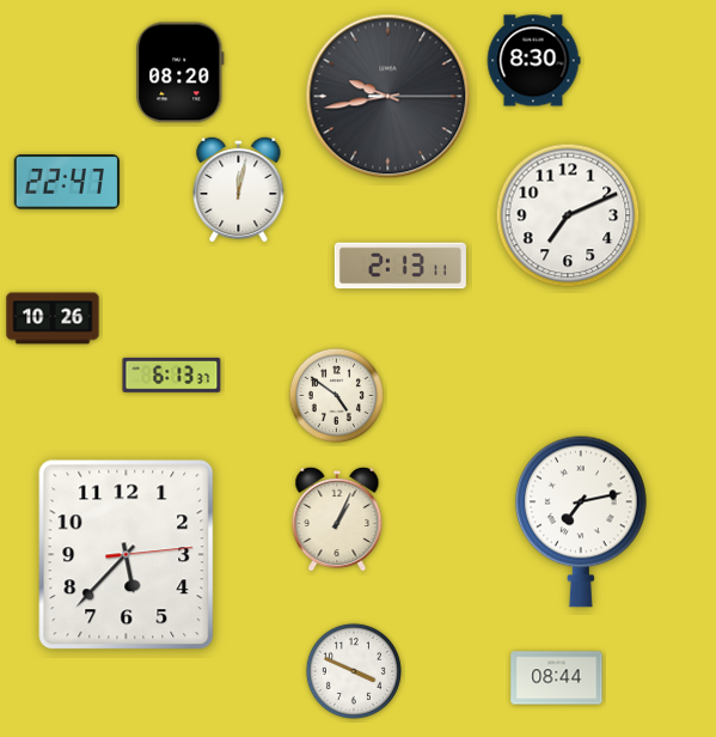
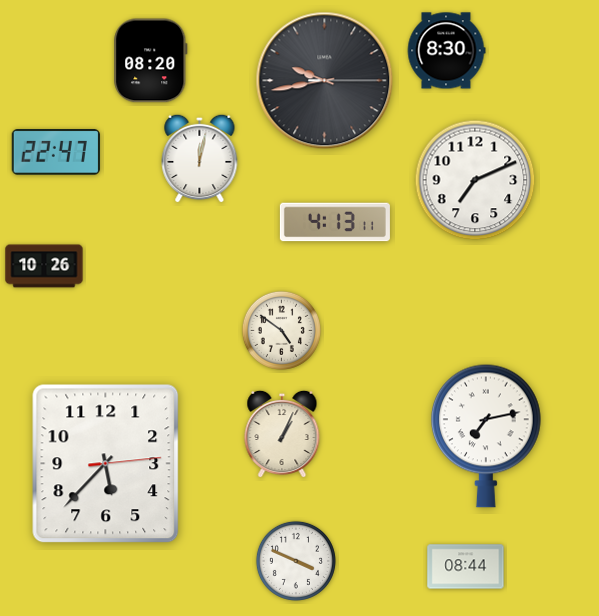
clock at (400, 266): 2:13 -> 4:13
clock at (172, 374): 6:13 -> none
